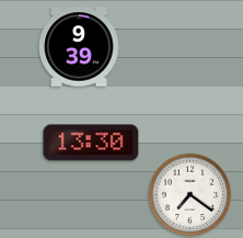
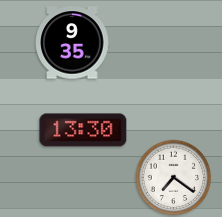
clock at (79, 47): 9:39 -> 9:35
